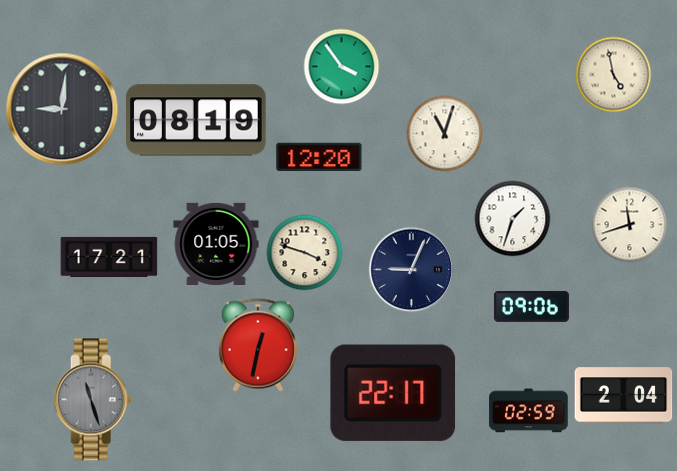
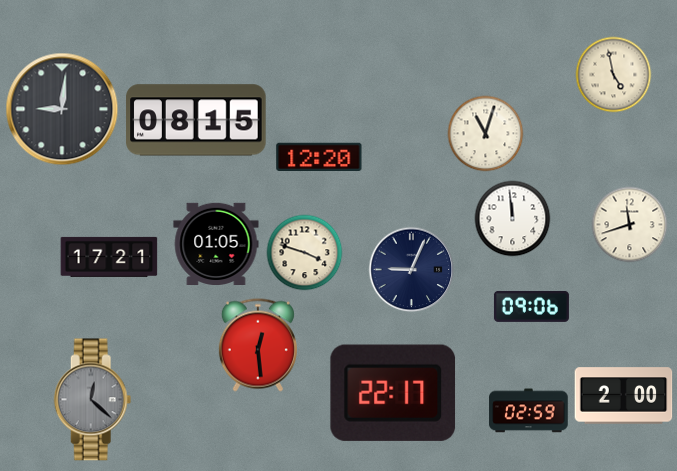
clock at (342, 67): 3:54 -> none
clock at (196, 120): 08:19 -> 08:15
clock at (445, 134) position: (445, 134) -> (486, 134)
clock at (513, 219): 1:33 -> 11:59
clock at (258, 345): 12:32 -> 12:29
clock at (624, 396): 2:04 -> 2:00
clock at (93, 400): 11:27 -> 12:22
